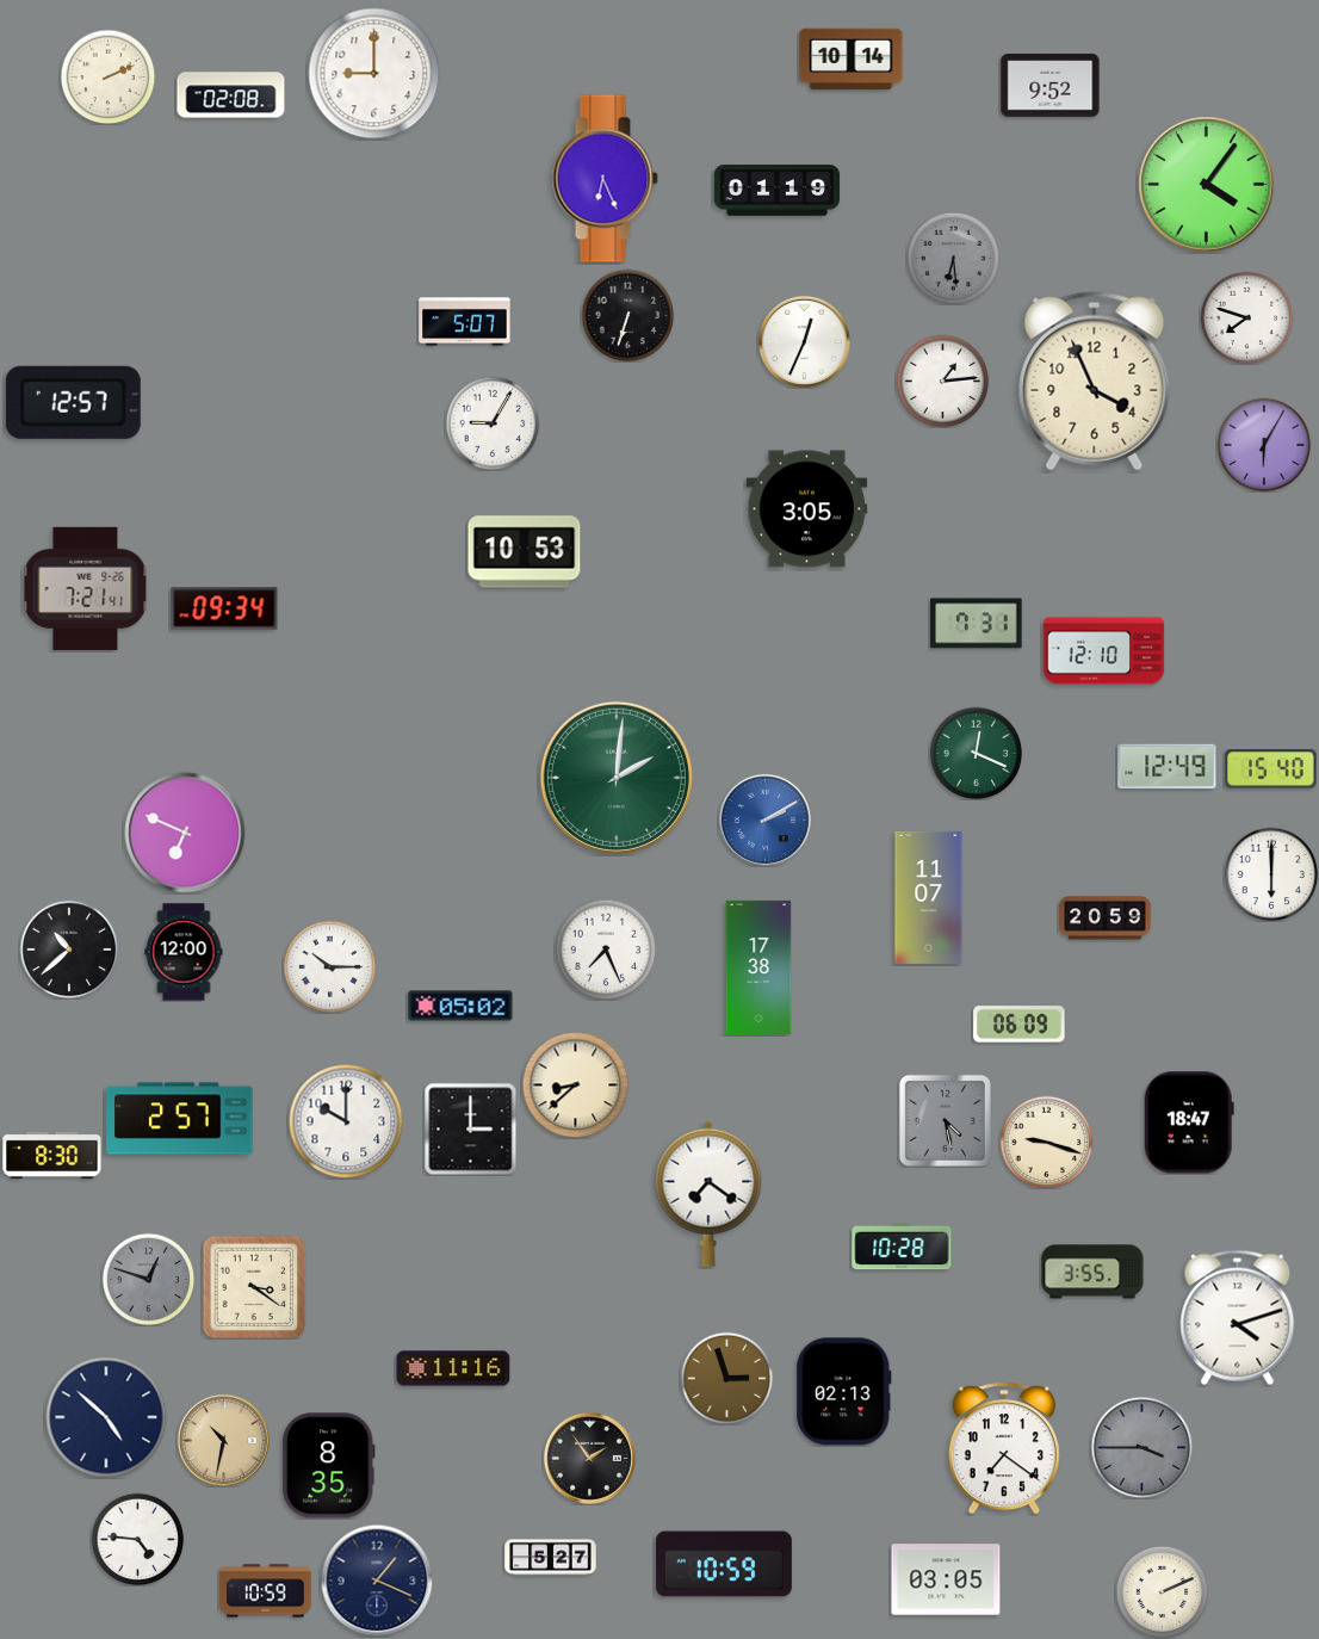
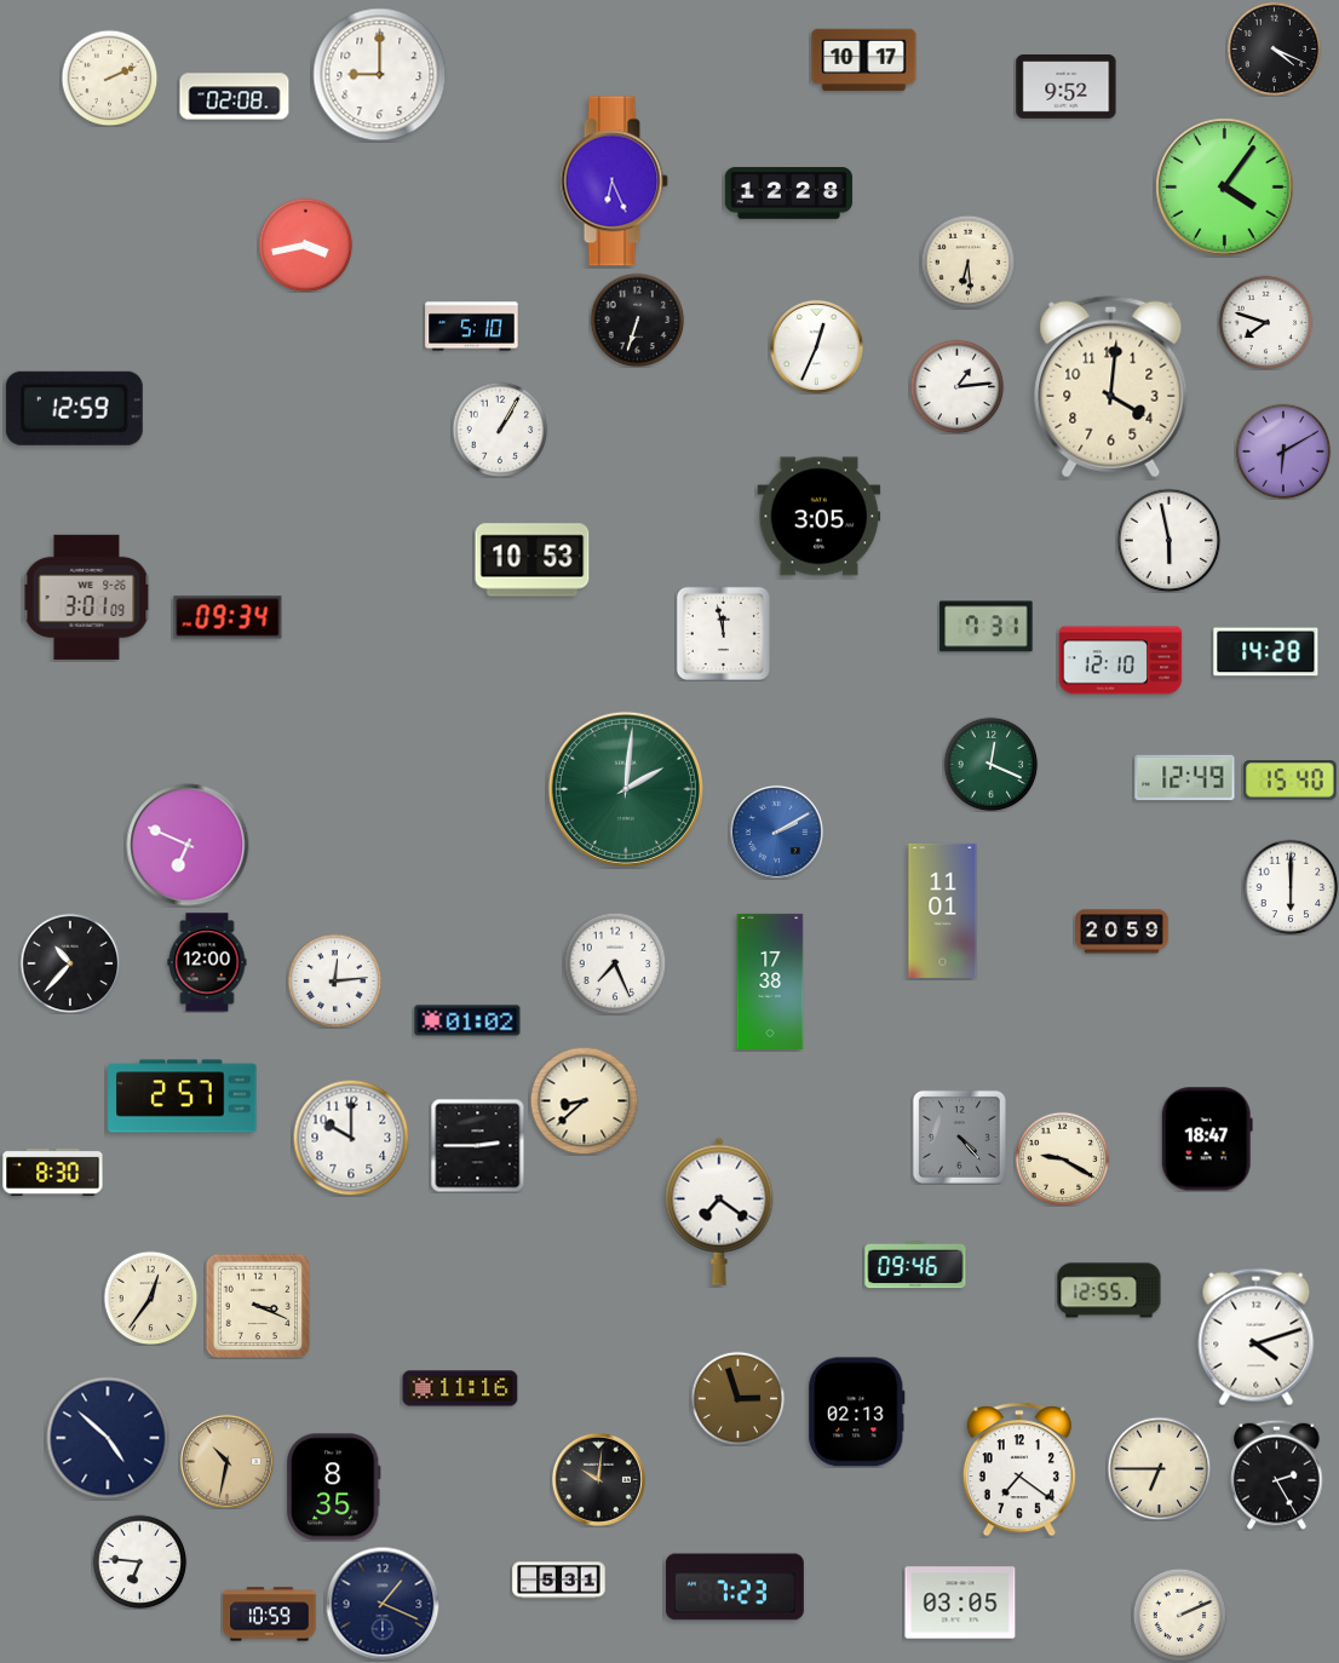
clock at (1274, 48): none -> 4:19
clock at (852, 60): 10:14 -> 10:17
clock at (778, 191): 01:19 -> 12:28
clock at (305, 244): none -> 3:43
clock at (953, 258) dial: grey -> cream
clock at (465, 322): 5:07 -> 5:10
clock at (1095, 382): 3:56 -> 4:01
clock at (73, 402): 12:57 -> 12:59
clock at (493, 423): 9:05 -> 1:05
clock at (1264, 445): 6:05 -> 6:10
clock at (1168, 540): none -> 5:58
clock at (86, 588): 7:21 -> 3:01
clock at (723, 633): none -> 11:58
clock at (977, 624) position: (977, 624) -> (987, 627)
clock at (1266, 652): none -> 14:28
clock at (929, 897): 11:07 -> 11:01
clock at (69, 950): 10:38 -> 10:37
clock at (184, 952) position: (184, 952) -> (207, 962)
clock at (329, 966): 10:15 -> 12:14
clock at (460, 1006): 05:02 -> 01:02
clock at (1020, 1025): 06:09 -> none
clock at (180, 1119) position: (180, 1119) -> (183, 1097)
clock at (945, 1120): 4:28 -> 4:23
clock at (470, 1128): 3:00 -> 2:45
clock at (1046, 1142): 9:18 -> 9:20
clock at (902, 1247): 10:28 -> 09:46
clock at (1092, 1272): 3:55 -> 12:55
clock at (148, 1279): 12:48 -> 12:36
clock at (148, 1279) dial: grey -> cream
clock at (254, 1287): 3:21 -> 3:19
clock at (1141, 1447): 3:45 -> 6:45
clock at (1141, 1447) dial: grey -> cream
clock at (1277, 1474): none -> 2:25
clock at (589, 1458): 1:54 -> 10:01
clock at (137, 1539): 4:46 -> 6:46
clock at (551, 1558): 5:27 -> 5:31
clock at (724, 1564): 10:59 -> 7:23
